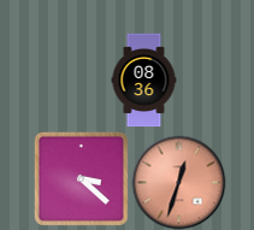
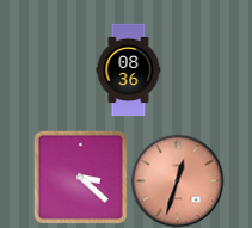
clock at (144, 79) position: (144, 79) -> (129, 69)
